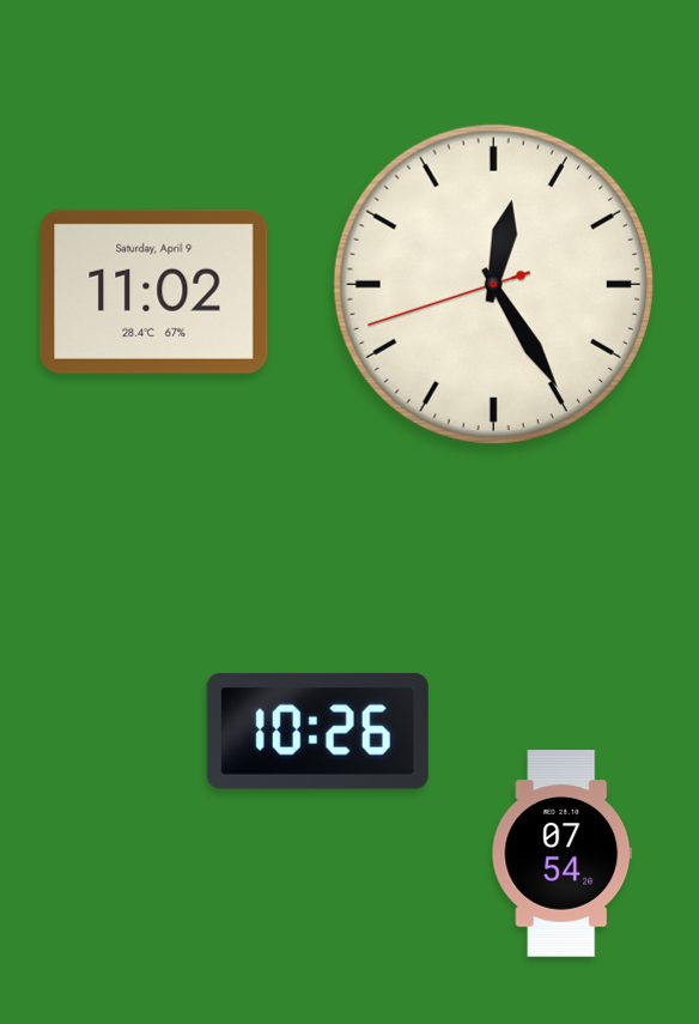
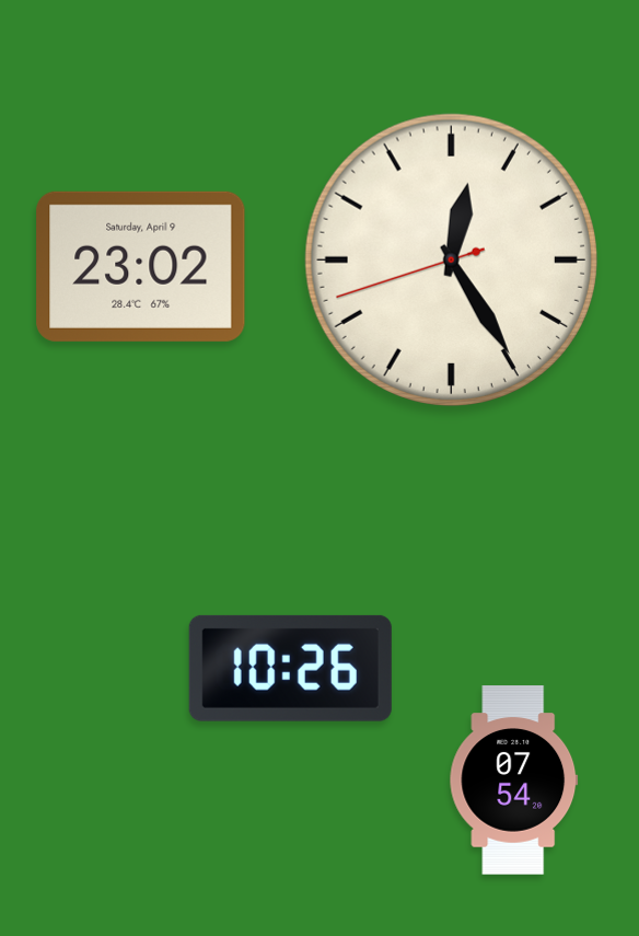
clock at (154, 291): 11:02 -> 23:02
